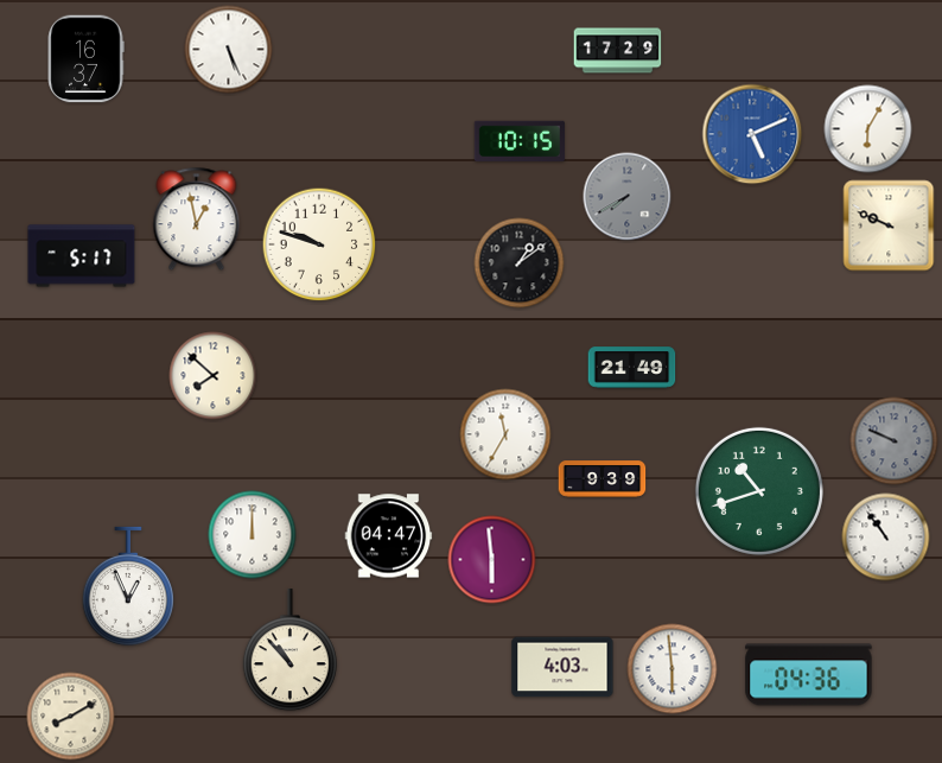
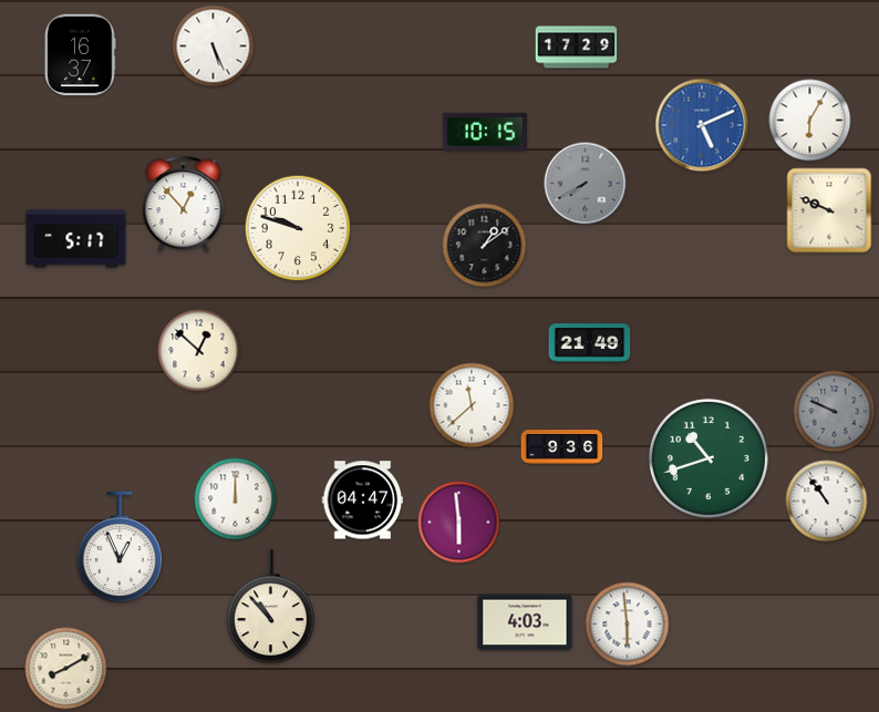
clock at (197, 220): 12:58 -> 12:53
clock at (214, 376): 7:52 -> 12:52
clock at (505, 434): 11:35 -> 11:38
clock at (603, 479): 9:39 -> 9:36
clock at (809, 675): 04:36 -> none
